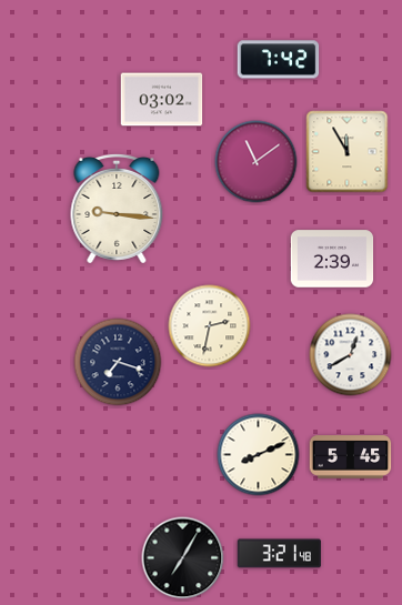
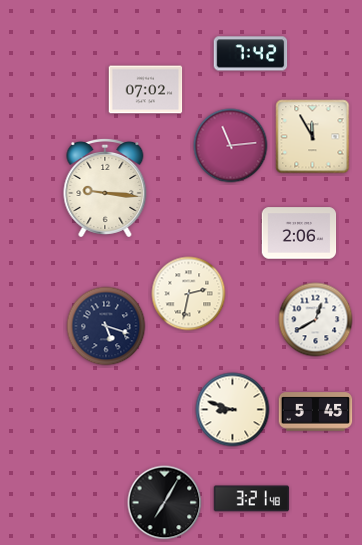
clock at (162, 100): 03:02 -> 07:02
clock at (257, 162): 11:09 -> 11:14
clock at (332, 259): 2:39 -> 2:06
clock at (118, 362): 7:18 -> 5:18
clock at (259, 455): 8:11 -> 8:48
